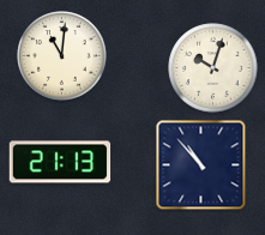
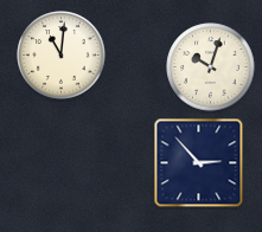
clock at (60, 162): 21:13 -> none
clock at (201, 165): 10:53 -> 2:53
